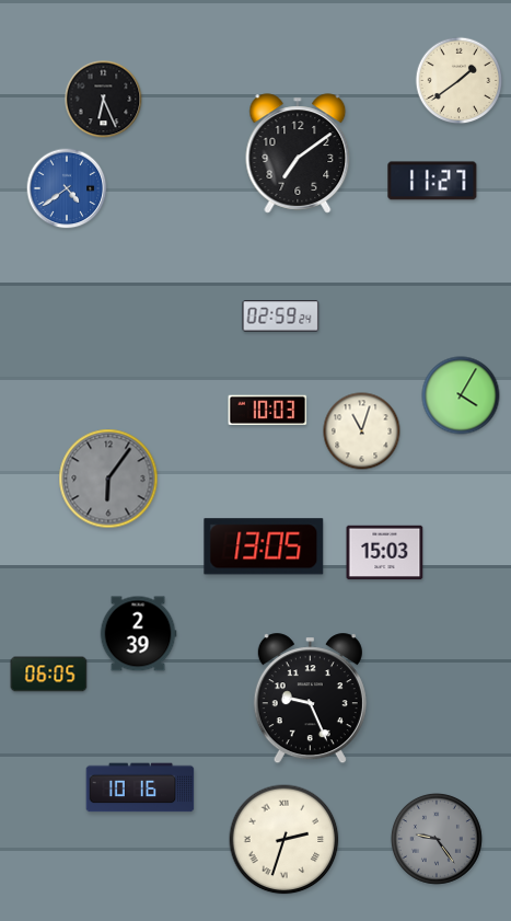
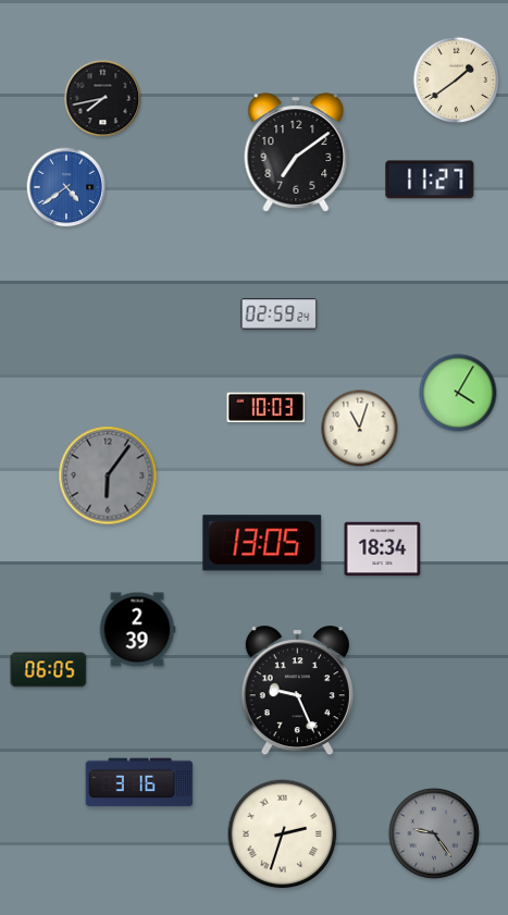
clock at (104, 100): 6:26 -> 7:43
clock at (385, 553): 15:03 -> 18:34
clock at (310, 699) position: (310, 699) -> (297, 691)
clock at (140, 787): 10:16 -> 3:16
